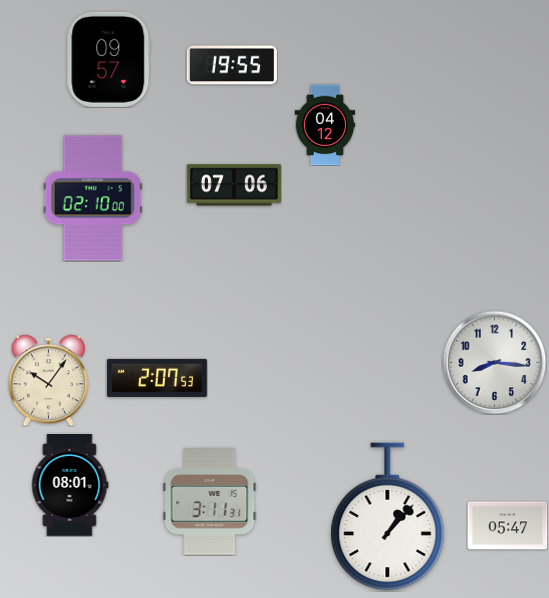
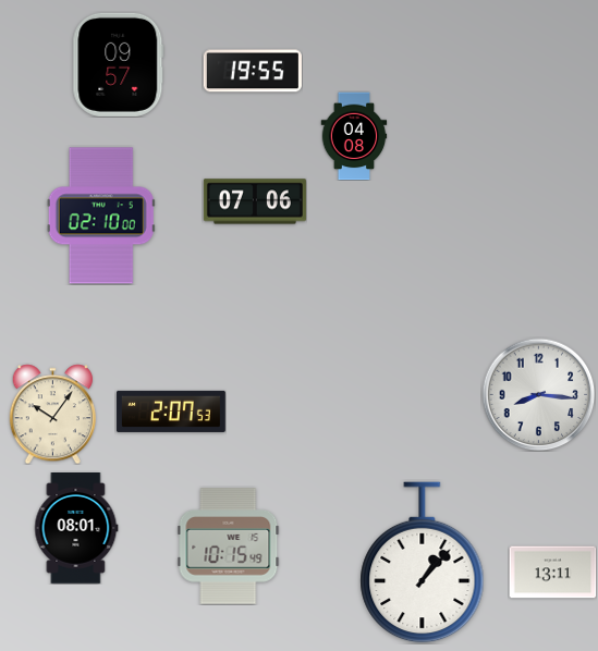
clock at (325, 125): 04:12 -> 04:08
clock at (210, 502): 3:11 -> 10:15
clock at (507, 526): 05:47 -> 13:11
